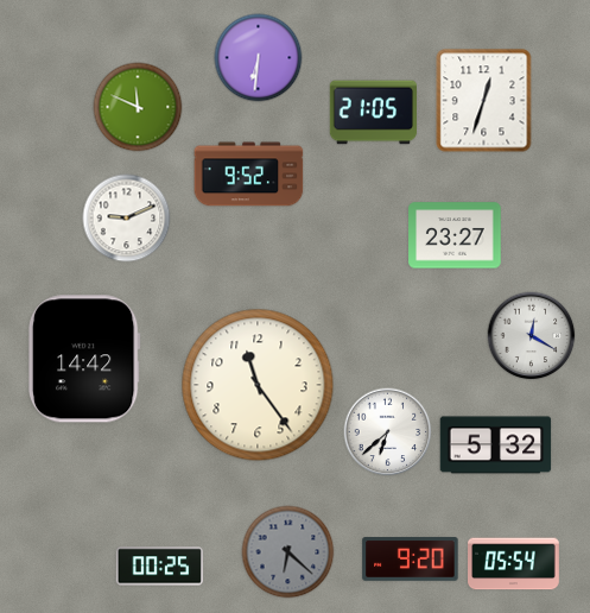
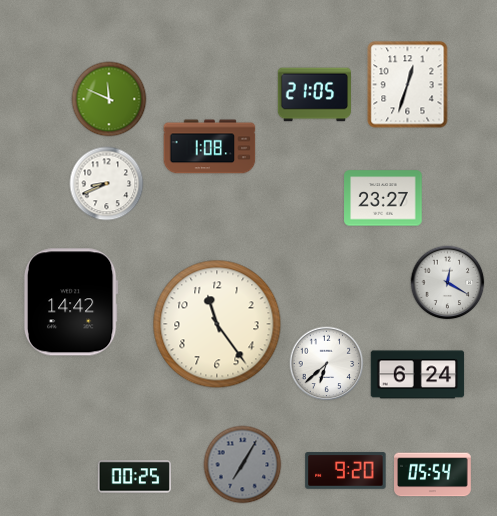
clock at (259, 58): 6:31 -> none
clock at (138, 107) position: (138, 107) -> (109, 99)
clock at (249, 175): 9:52 -> 1:08
clock at (127, 219): 9:11 -> 8:41
clock at (496, 445): 5:32 -> 6:24
clock at (288, 552): 6:22 -> 7:05
